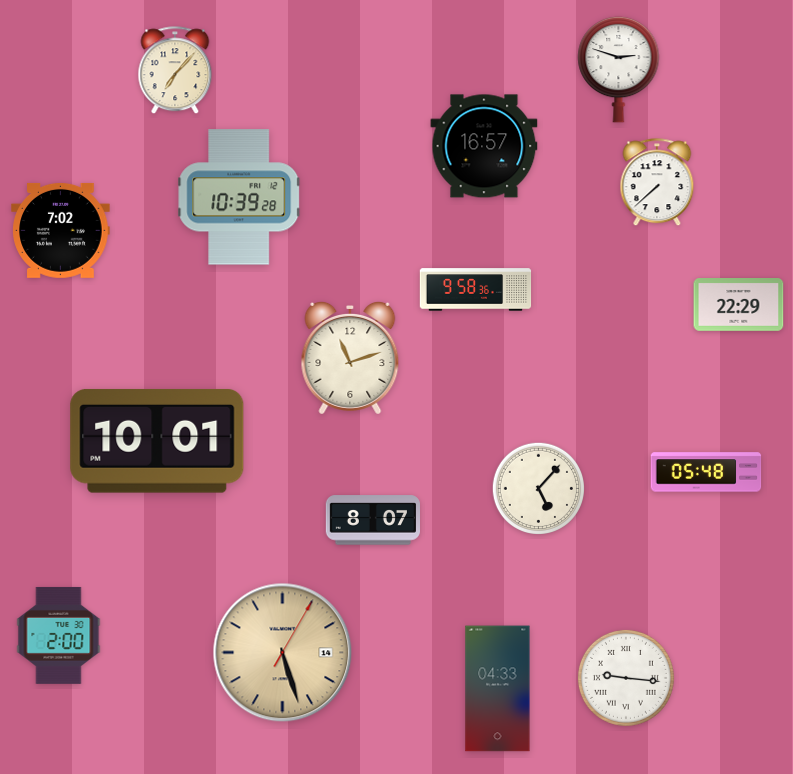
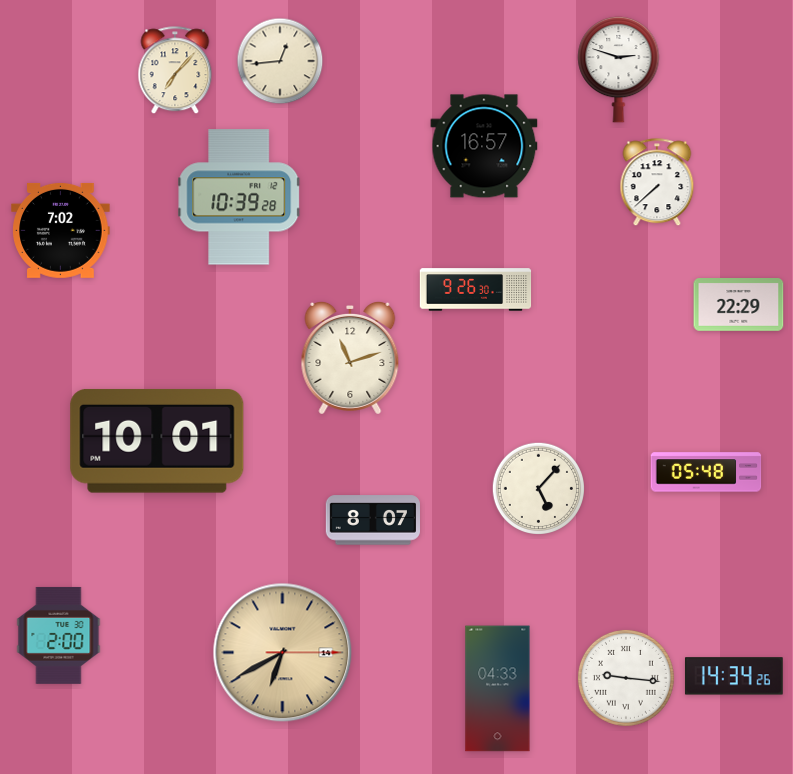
clock at (280, 61): none -> 12:44
clock at (476, 290): 9:58 -> 9:26
clock at (283, 653): 5:27 -> 6:40
clock at (734, 676): none -> 14:34
